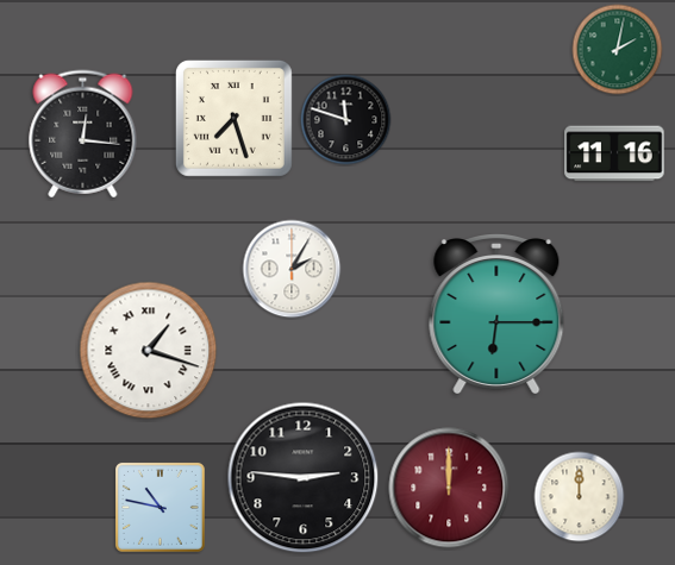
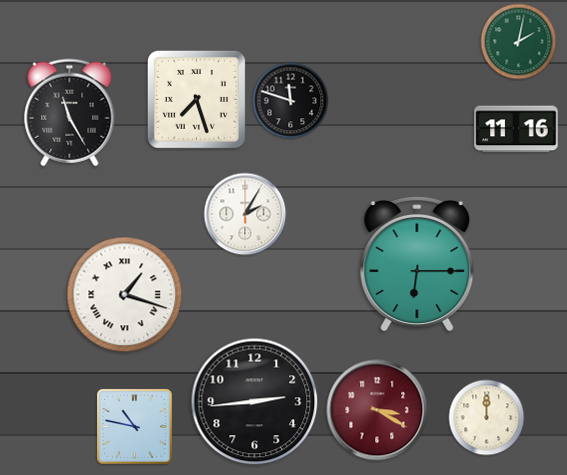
clock at (83, 134): 12:16 -> 11:25
clock at (292, 269) position: (292, 269) -> (245, 214)
clock at (304, 478): 2:46 -> 2:44
clock at (449, 488): 12:00 -> 3:20
